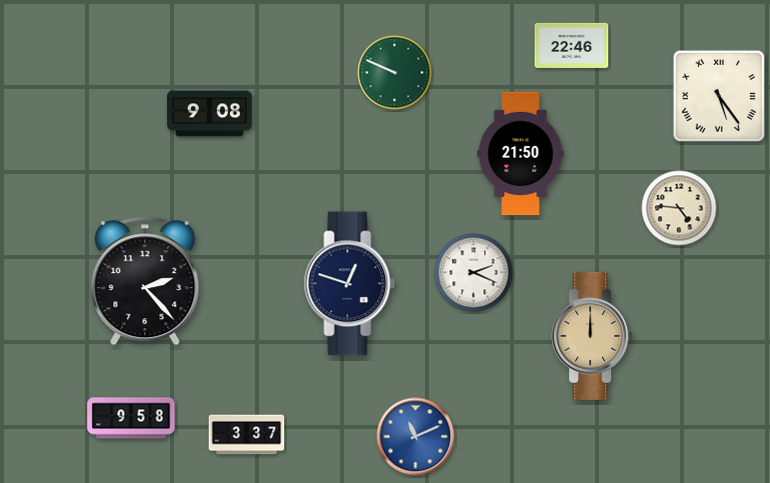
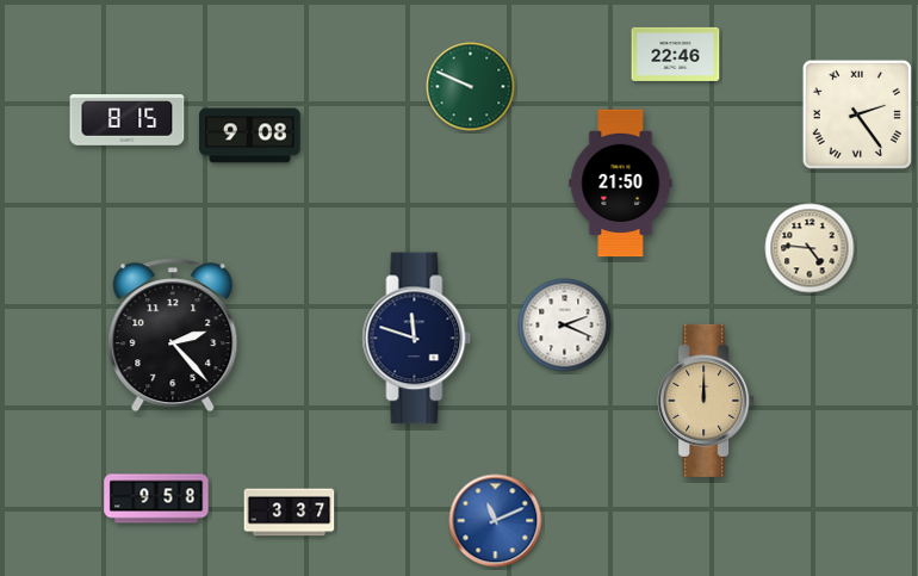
clock at (572, 45) position: (572, 45) -> (676, 54)
clock at (719, 96): 5:24 -> 2:24
clock at (128, 120): none -> 8:15
clock at (350, 284): 12:48 -> 11:48
clock at (247, 435) position: (247, 435) -> (290, 513)
